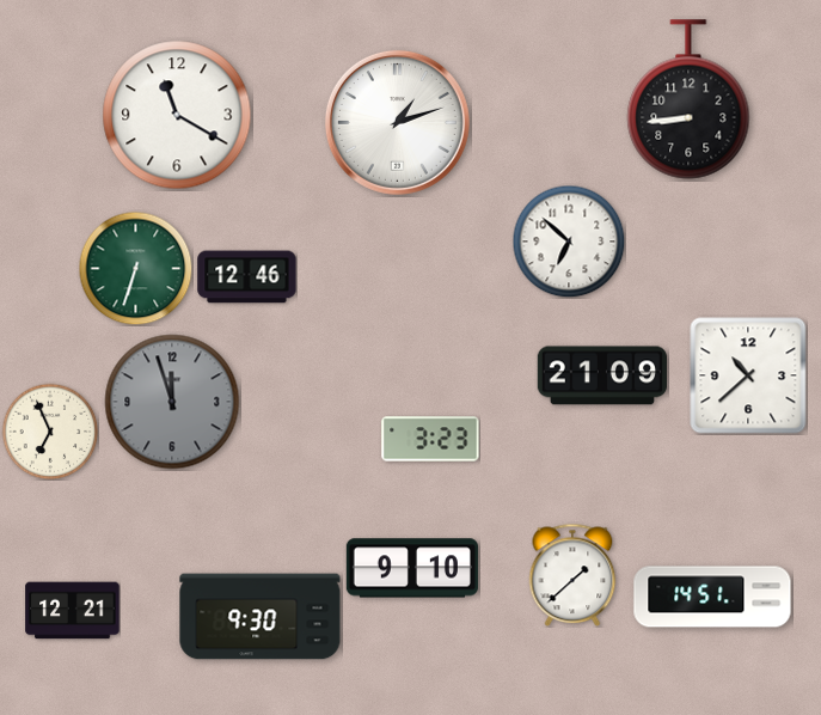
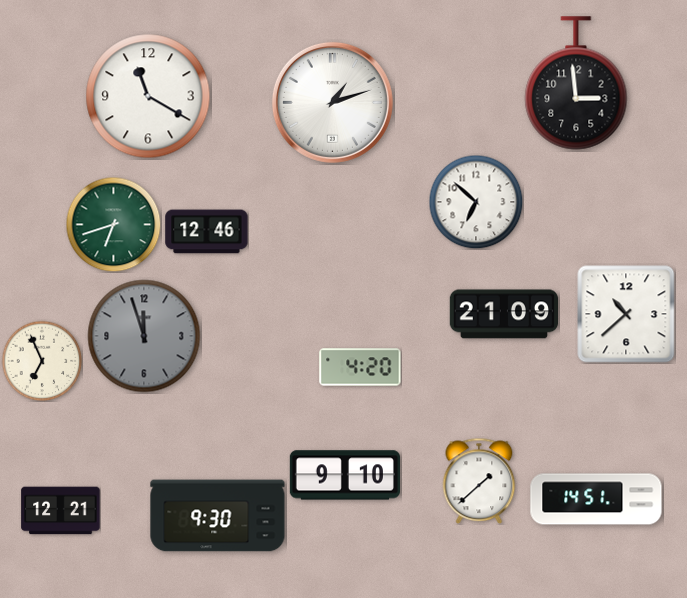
clock at (688, 99): 8:44 -> 2:59
clock at (135, 268): 6:33 -> 6:42
clock at (430, 439): 3:23 -> 4:20
